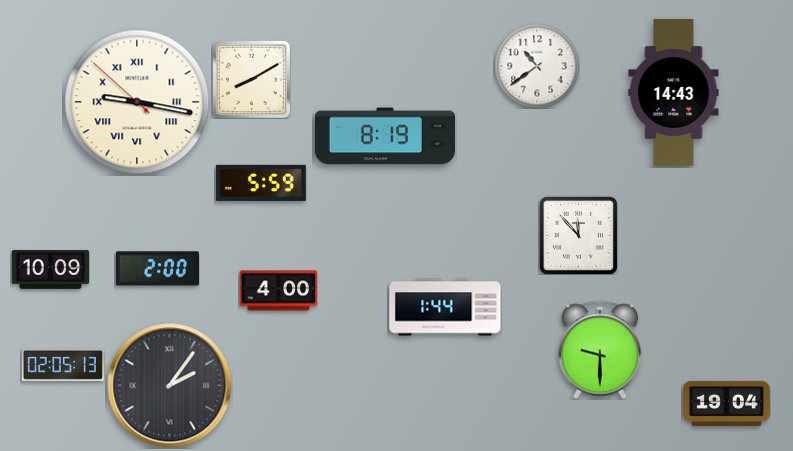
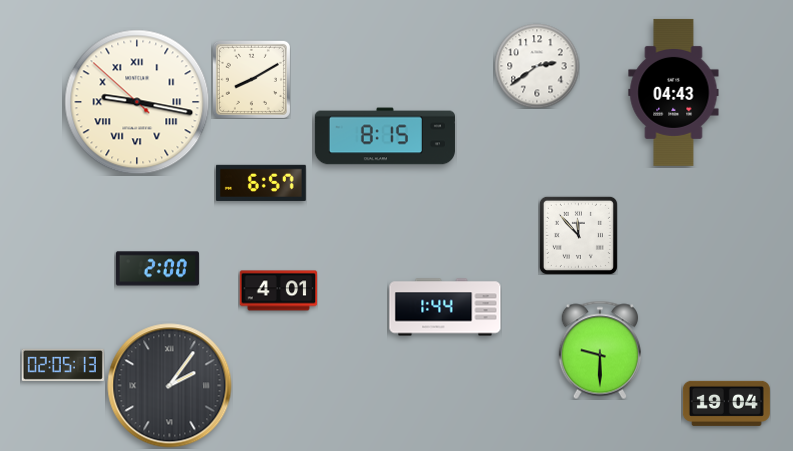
clock at (537, 66): 10:39 -> 2:39
clock at (674, 92): 14:43 -> 04:43
clock at (385, 136): 8:19 -> 8:15
clock at (261, 183): 5:59 -> 6:57
clock at (50, 270): 10:09 -> none
clock at (278, 291): 4:00 -> 4:01
